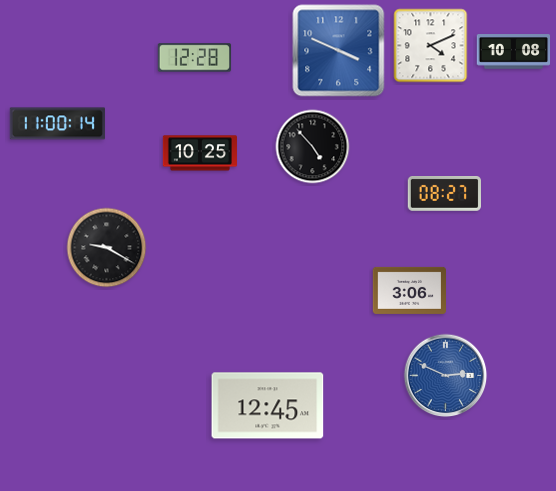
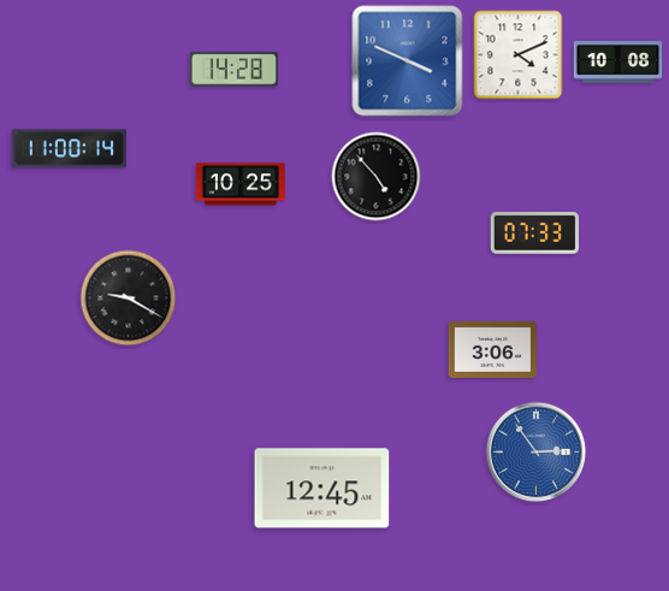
clock at (195, 58): 12:28 -> 14:28
clock at (444, 194): 08:27 -> 07:33
clock at (446, 376): 2:49 -> 2:54
